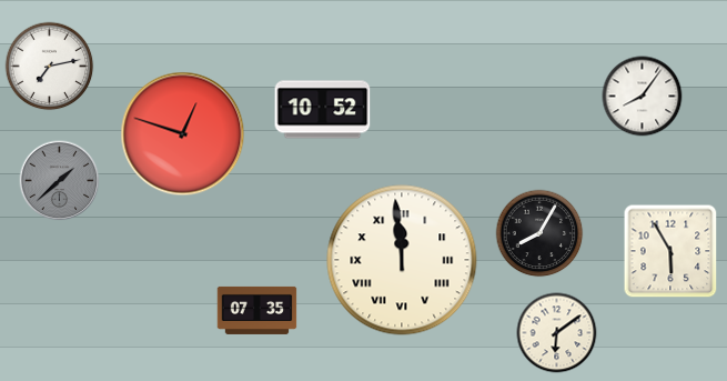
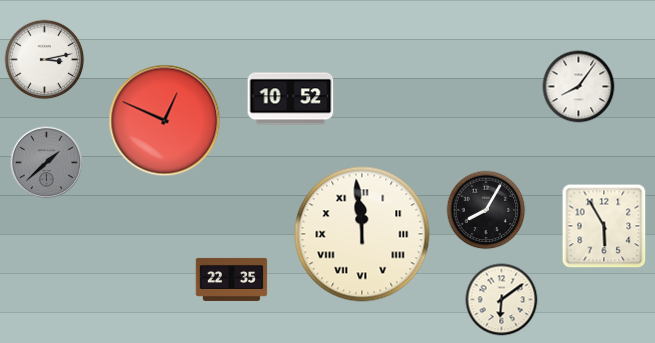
clock at (50, 67): 7:13 -> 3:13
clock at (183, 134): 12:48 -> 12:49
clock at (60, 181) position: (60, 181) -> (47, 163)
clock at (258, 310): 07:35 -> 22:35
